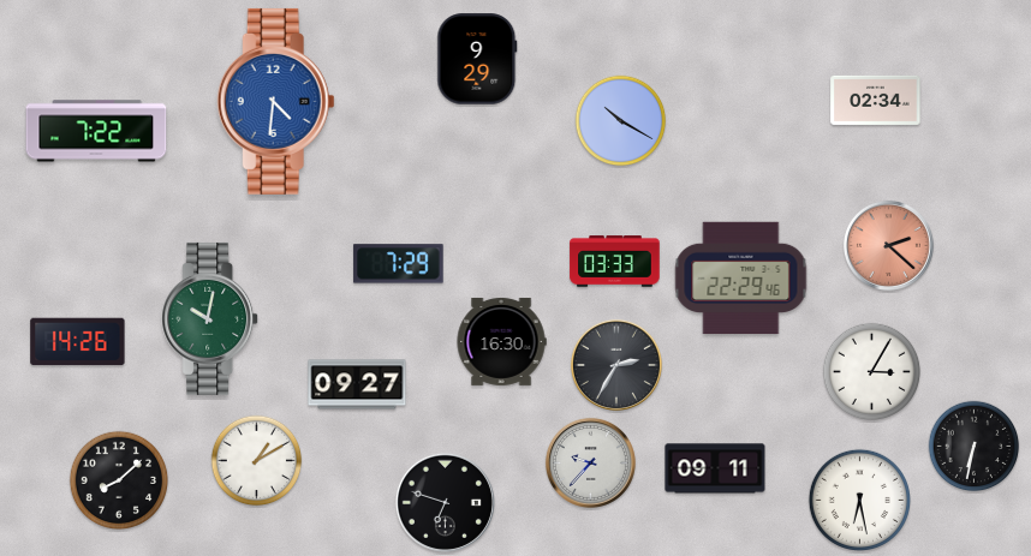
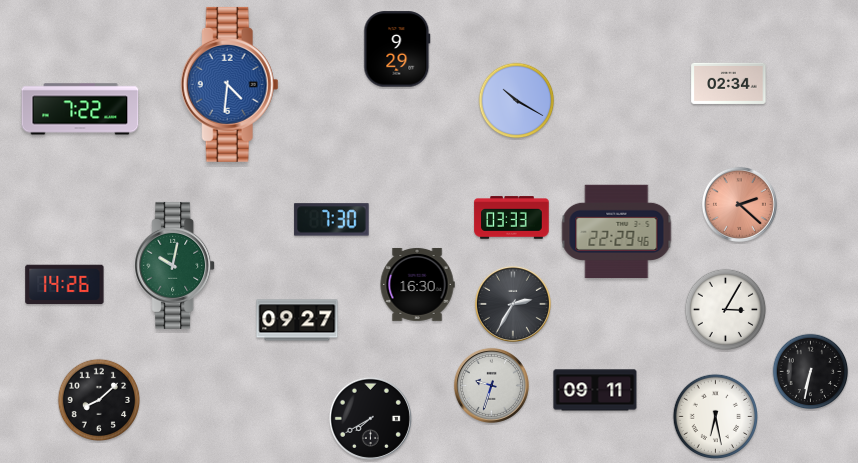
clock at (399, 264): 7:29 -> 7:30
clock at (257, 461): 1:10 -> none
clock at (590, 462): 9:37 -> 9:33
clock at (445, 502): 6:48 -> 7:40
